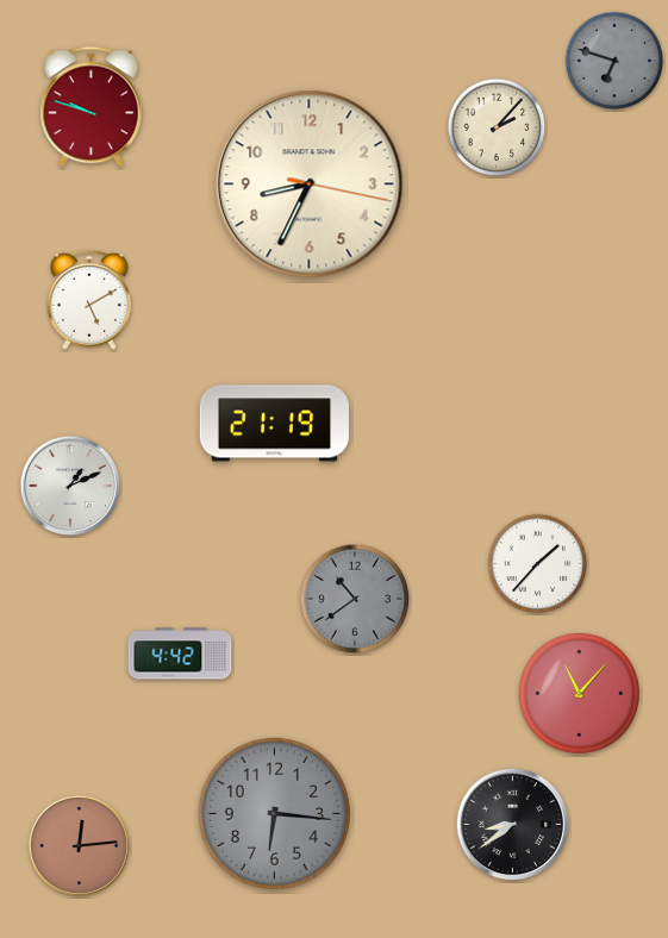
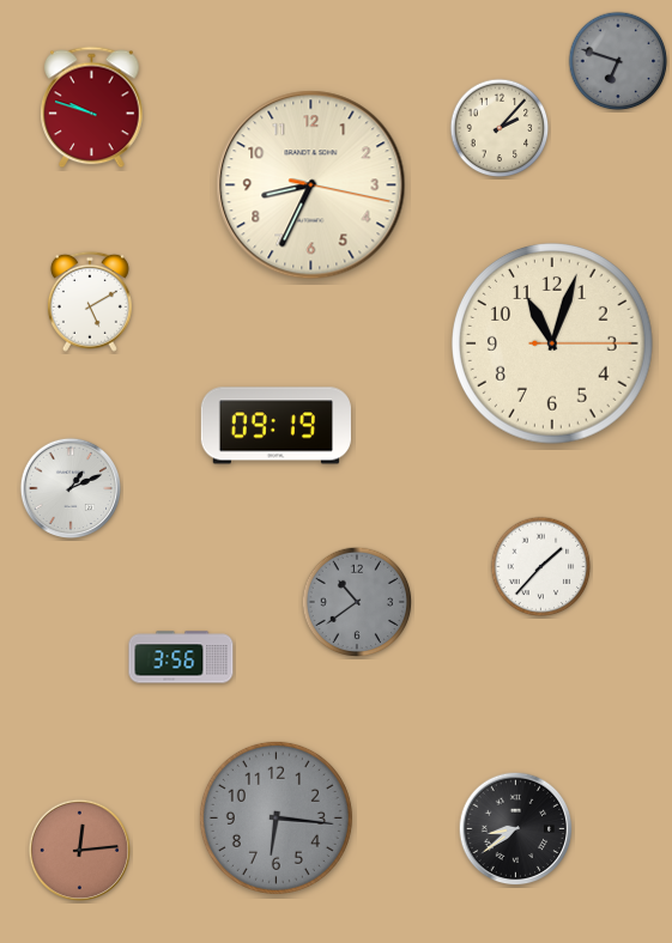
clock at (553, 345): none -> 11:03
clock at (274, 424): 21:19 -> 09:19
clock at (180, 654): 4:42 -> 3:56
clock at (579, 693): 11:07 -> none
